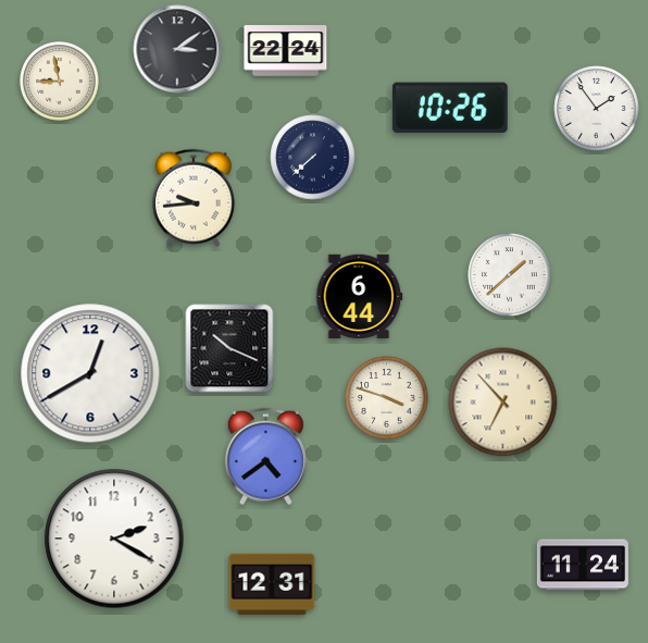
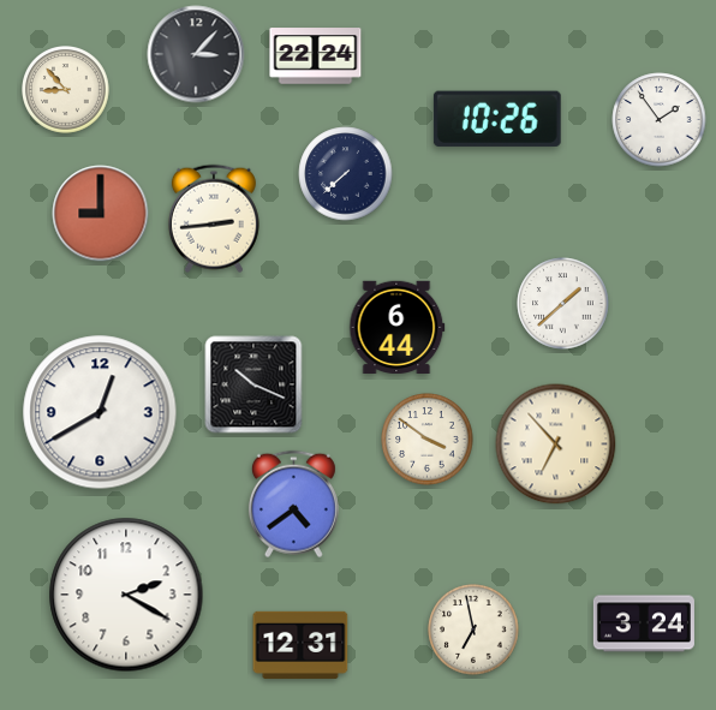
clock at (177, 49): 3:09 -> 3:07
clock at (60, 82): 8:58 -> 8:53
clock at (101, 214): none -> 9:00
clock at (194, 198): 9:44 -> 2:44
clock at (387, 398): 3:48 -> 3:51
clock at (583, 565): 11:24 -> 3:24
clock at (473, 630): none -> 6:58
